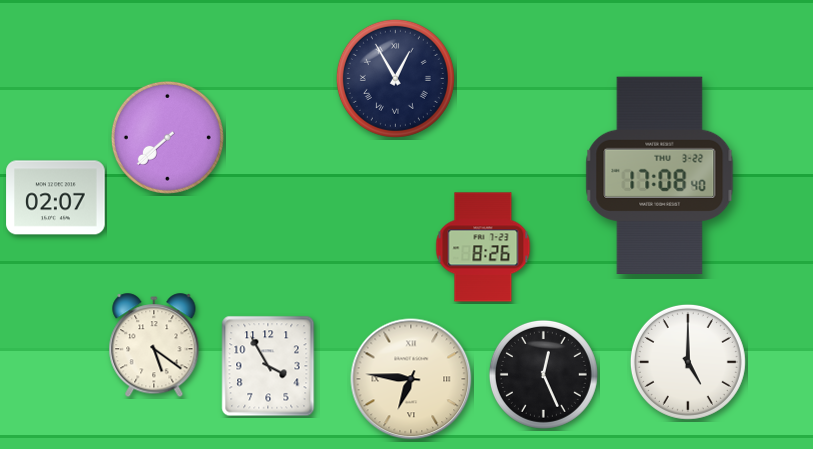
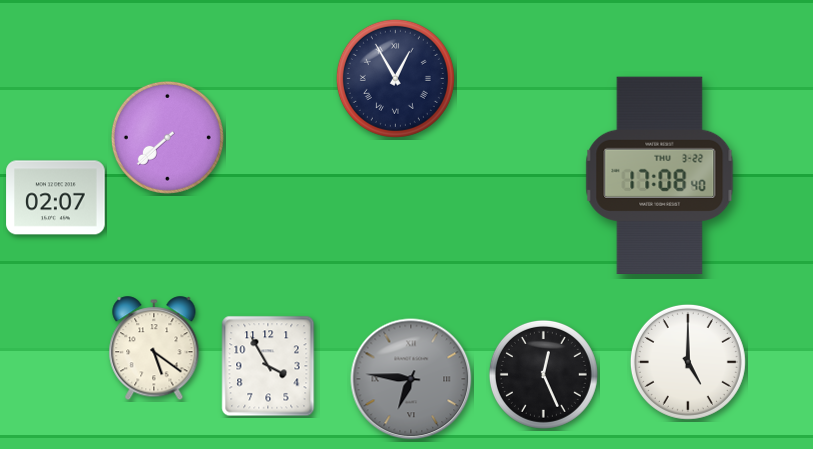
clock at (483, 247): 8:26 -> none
clock at (154, 346) position: (154, 346) -> (154, 349)
clock at (411, 379) dial: cream -> grey
